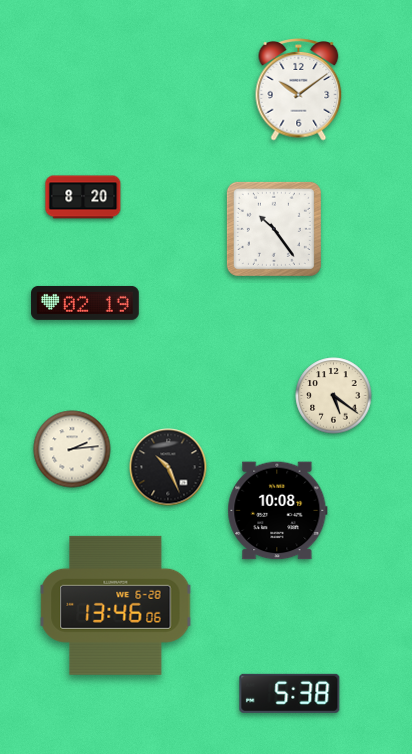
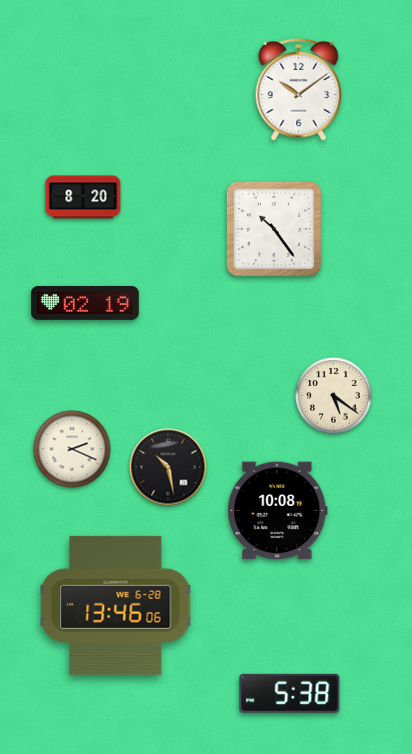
clock at (72, 449): 2:14 -> 2:19
clock at (168, 467): 10:26 -> 10:28
